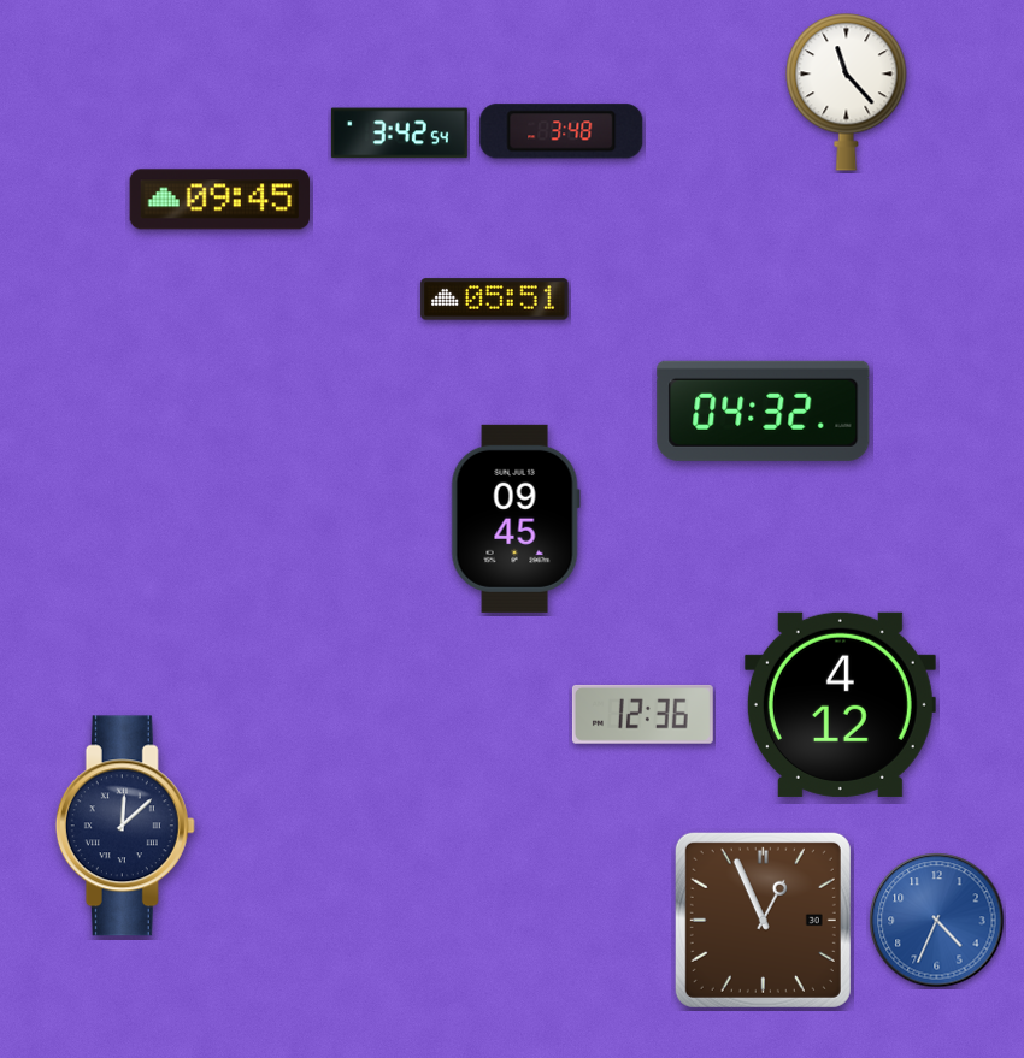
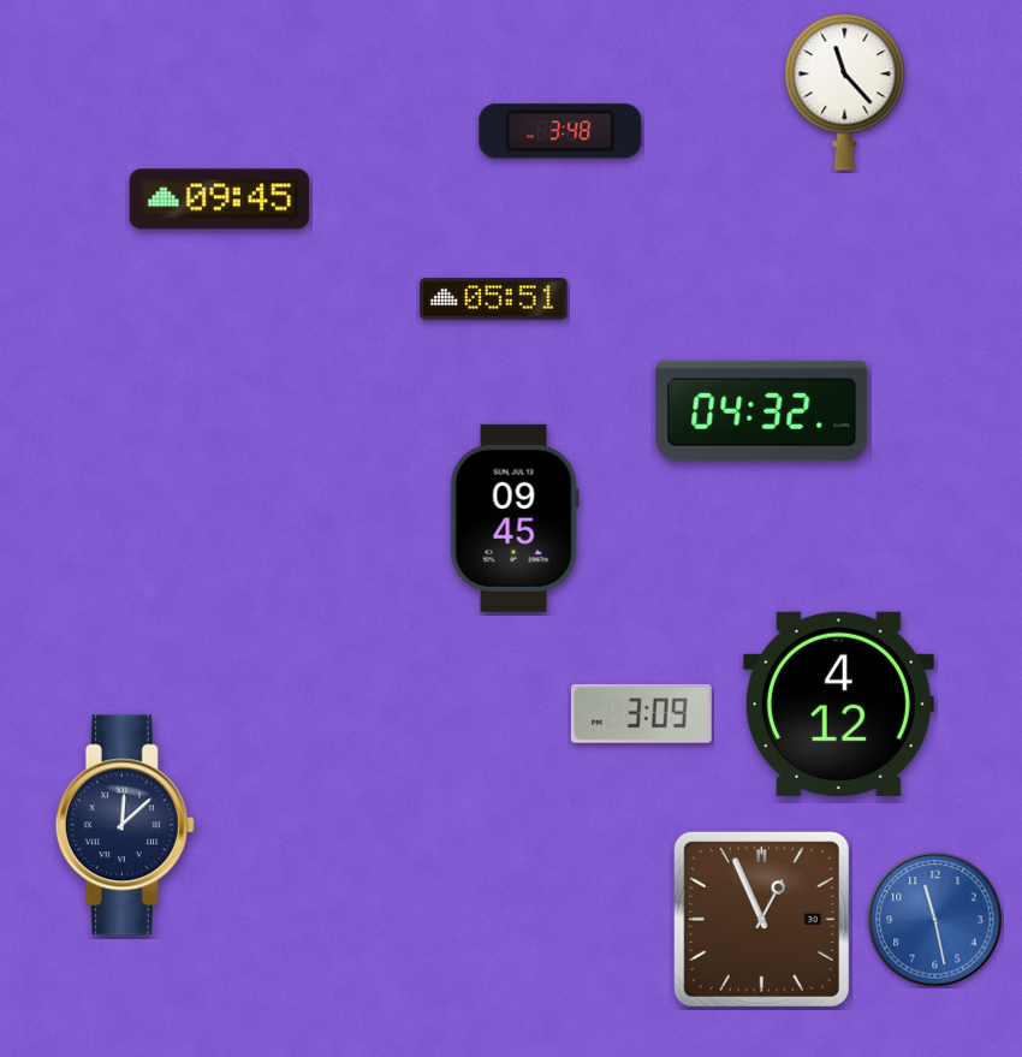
clock at (399, 134): 3:42 -> none
clock at (642, 714): 12:36 -> 3:09
clock at (937, 921): 4:34 -> 11:28
